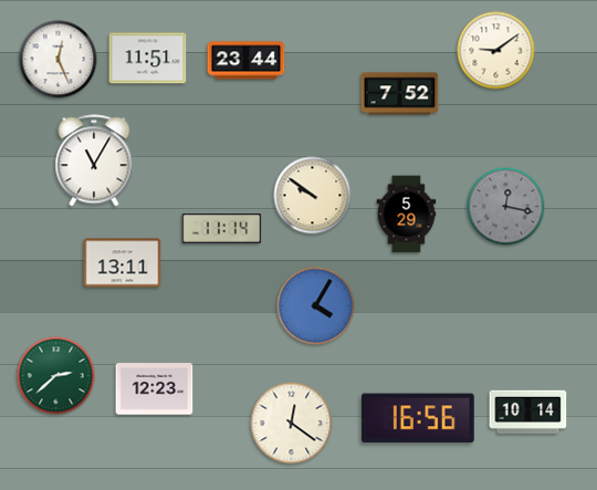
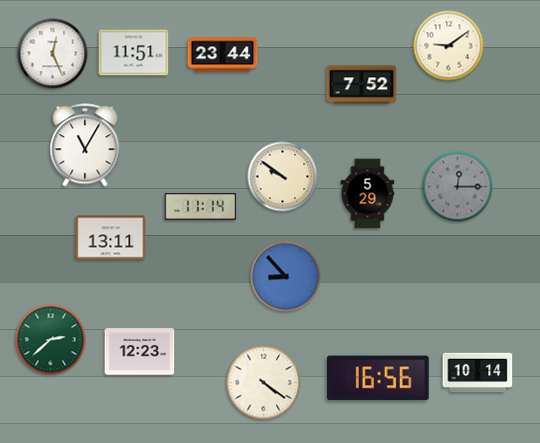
clock at (506, 207): 12:17 -> 12:15
clock at (316, 306): 4:05 -> 8:53
clock at (292, 424): 12:21 -> 4:21
